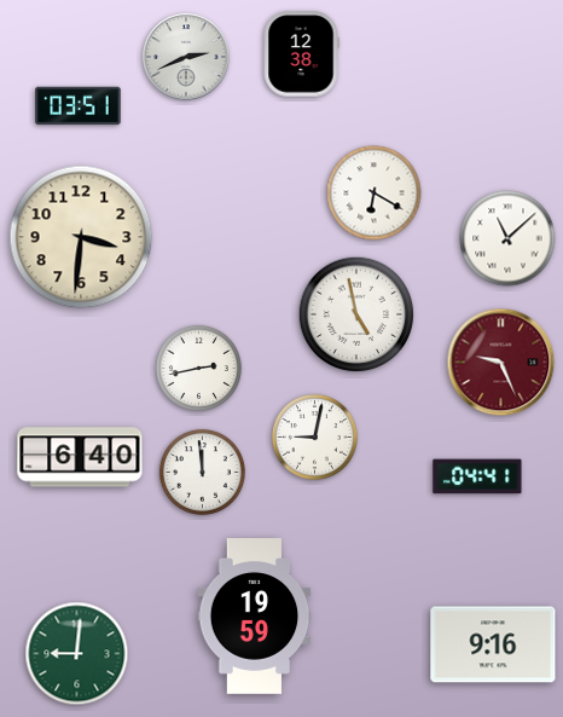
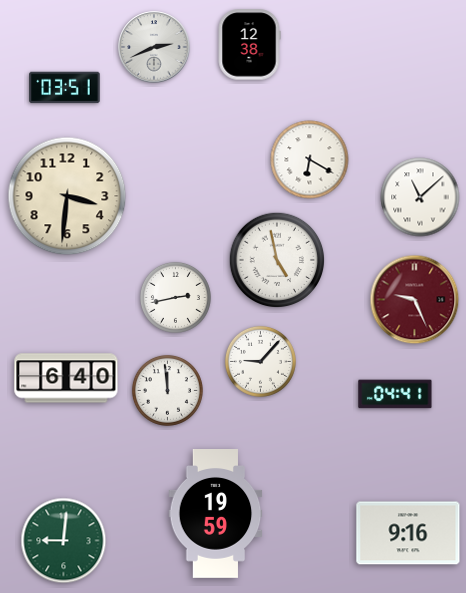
clock at (356, 314) position: (356, 314) -> (277, 260)
clock at (198, 368) position: (198, 368) -> (175, 297)
clock at (314, 436): 9:02 -> 9:07
clock at (255, 617) position: (255, 617) -> (216, 514)
